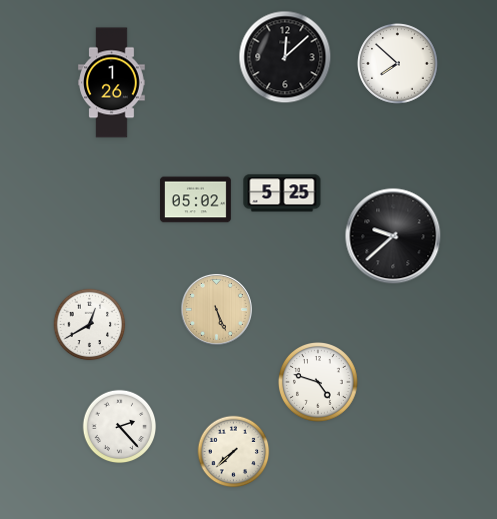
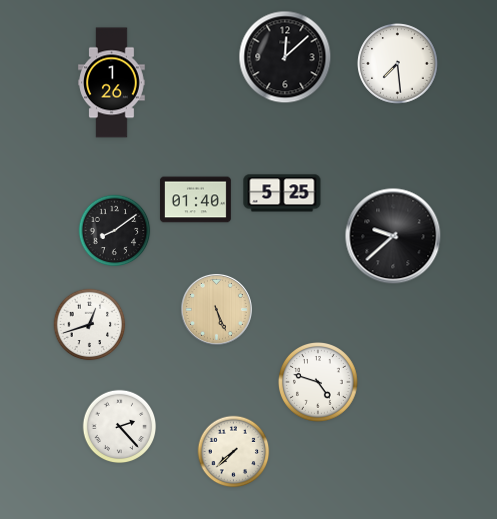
clock at (398, 64): 7:52 -> 7:29
clock at (195, 200): 05:02 -> 01:40
clock at (115, 231): none -> 8:09
clock at (90, 325): 12:40 -> 12:42
